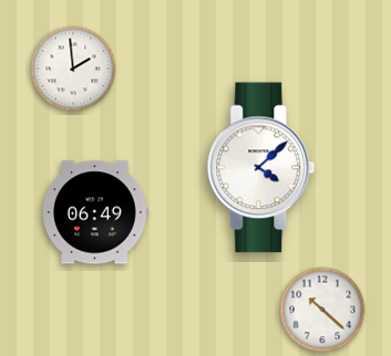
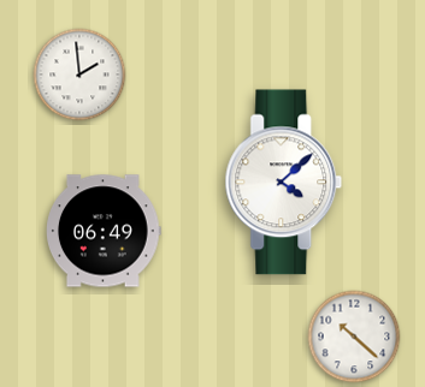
clock at (322, 310) position: (322, 310) -> (354, 337)
